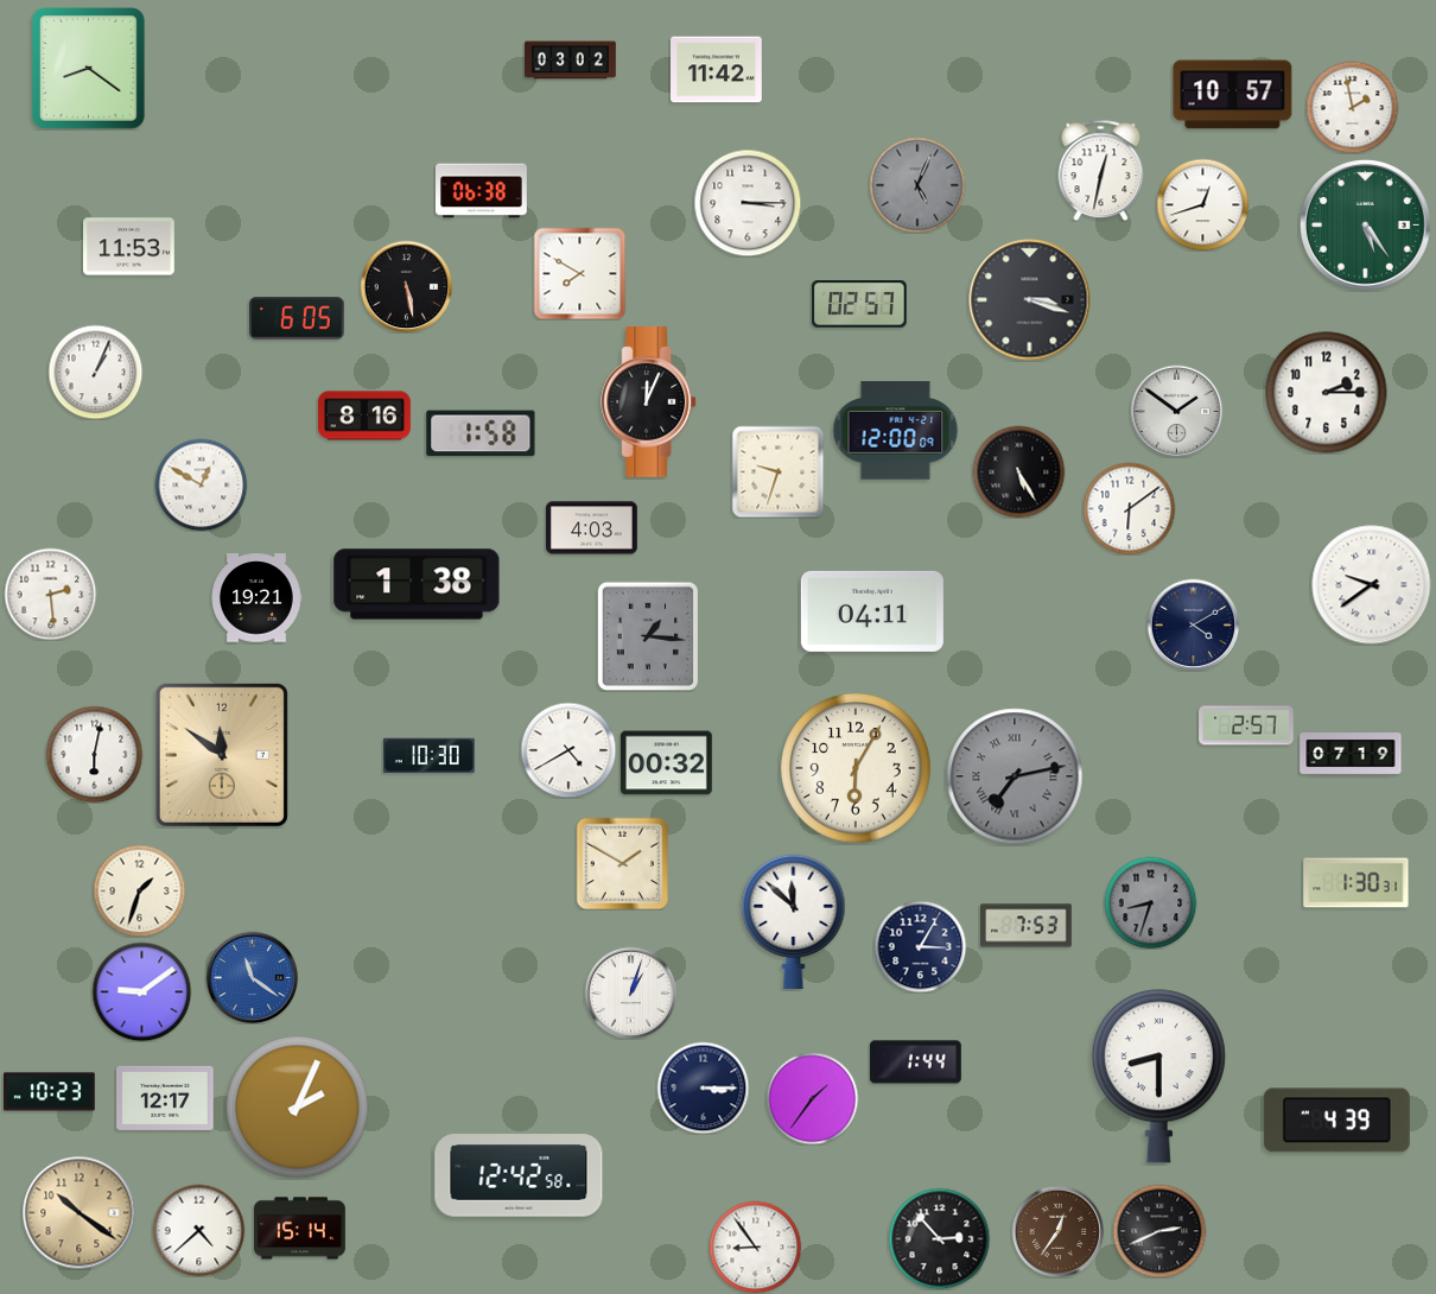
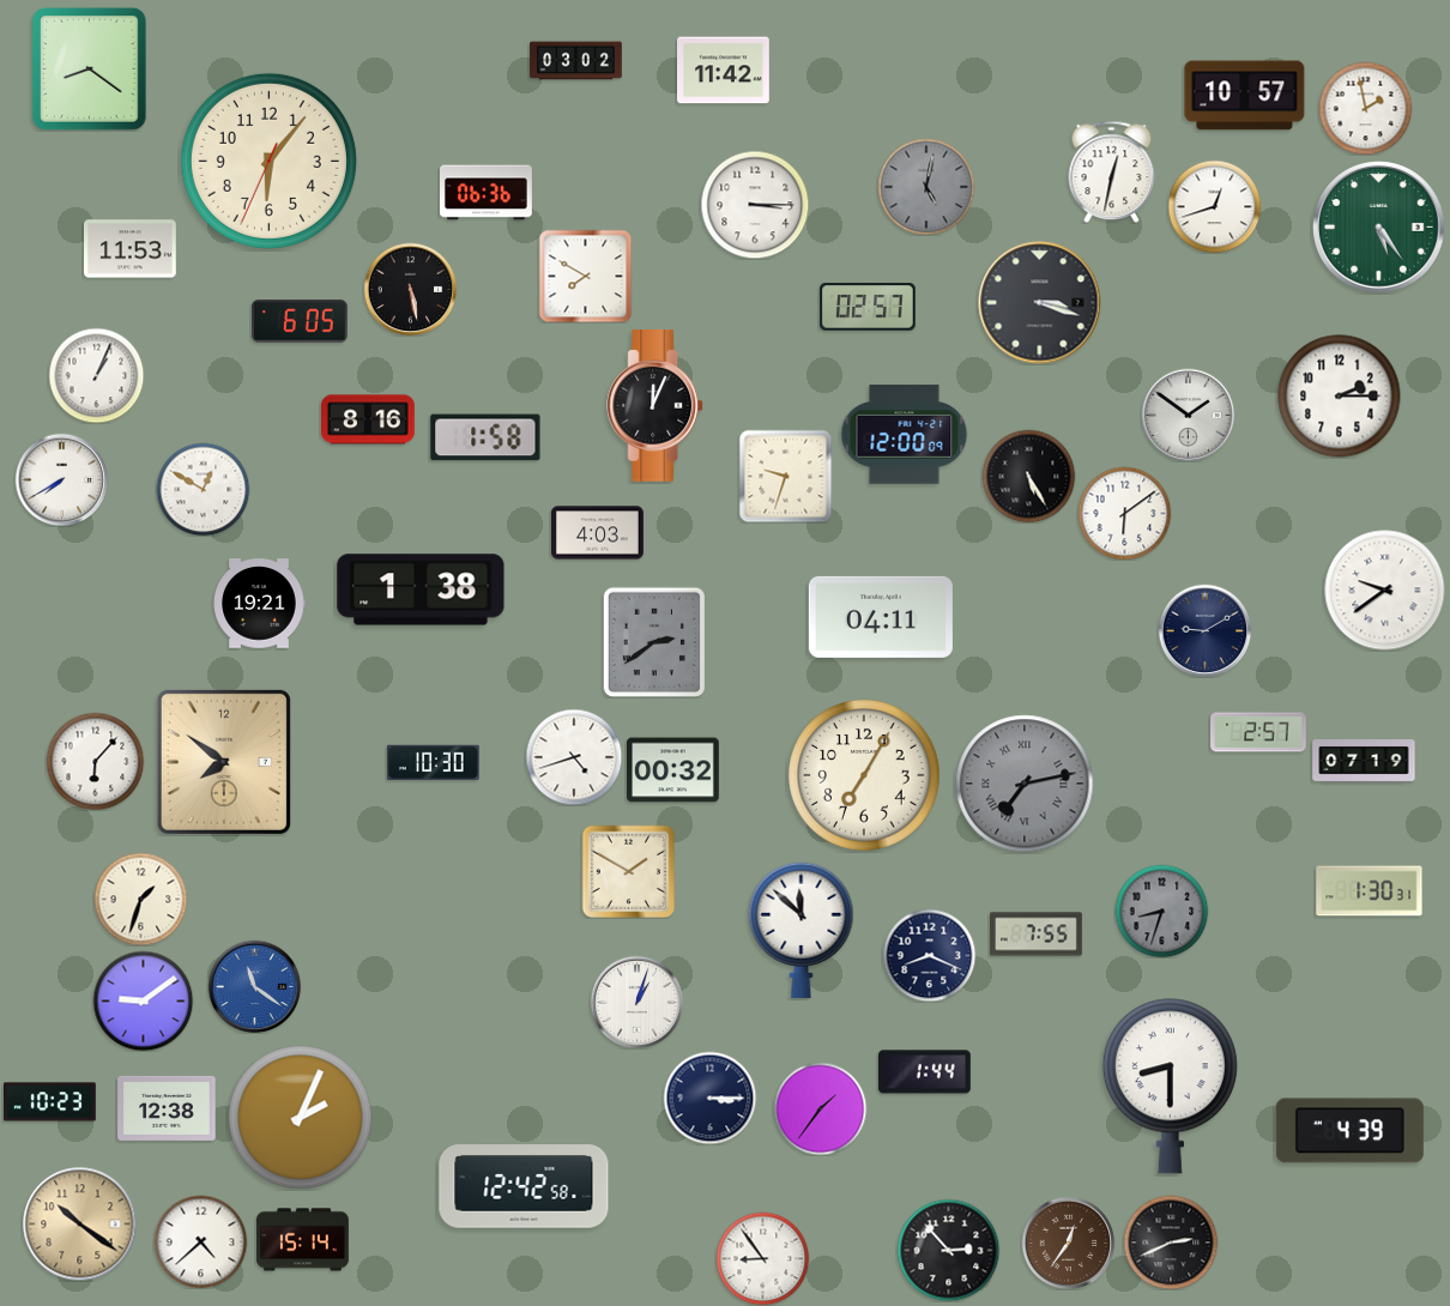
clock at (268, 161): none -> 6:06
clock at (917, 185): 5:04 -> 5:02
clock at (482, 191): 06:38 -> 06:36
clock at (61, 479): none -> 7:40
clock at (1129, 508) position: (1129, 508) -> (1124, 513)
clock at (50, 594): 2:29 -> none
clock at (1193, 624): 4:10 -> 9:10
clock at (647, 635): 1:16 -> 2:39
clock at (568, 750): 4:40 -> 4:42
clock at (94, 754): 6:02 -> 6:07
clock at (222, 755): 11:51 -> 7:51
clock at (856, 768): 6:05 -> 7:05
clock at (1027, 926): 7:53 -> 7:55
clock at (920, 946): 3:05 -> 8:19
clock at (165, 1098): 12:17 -> 12:38
